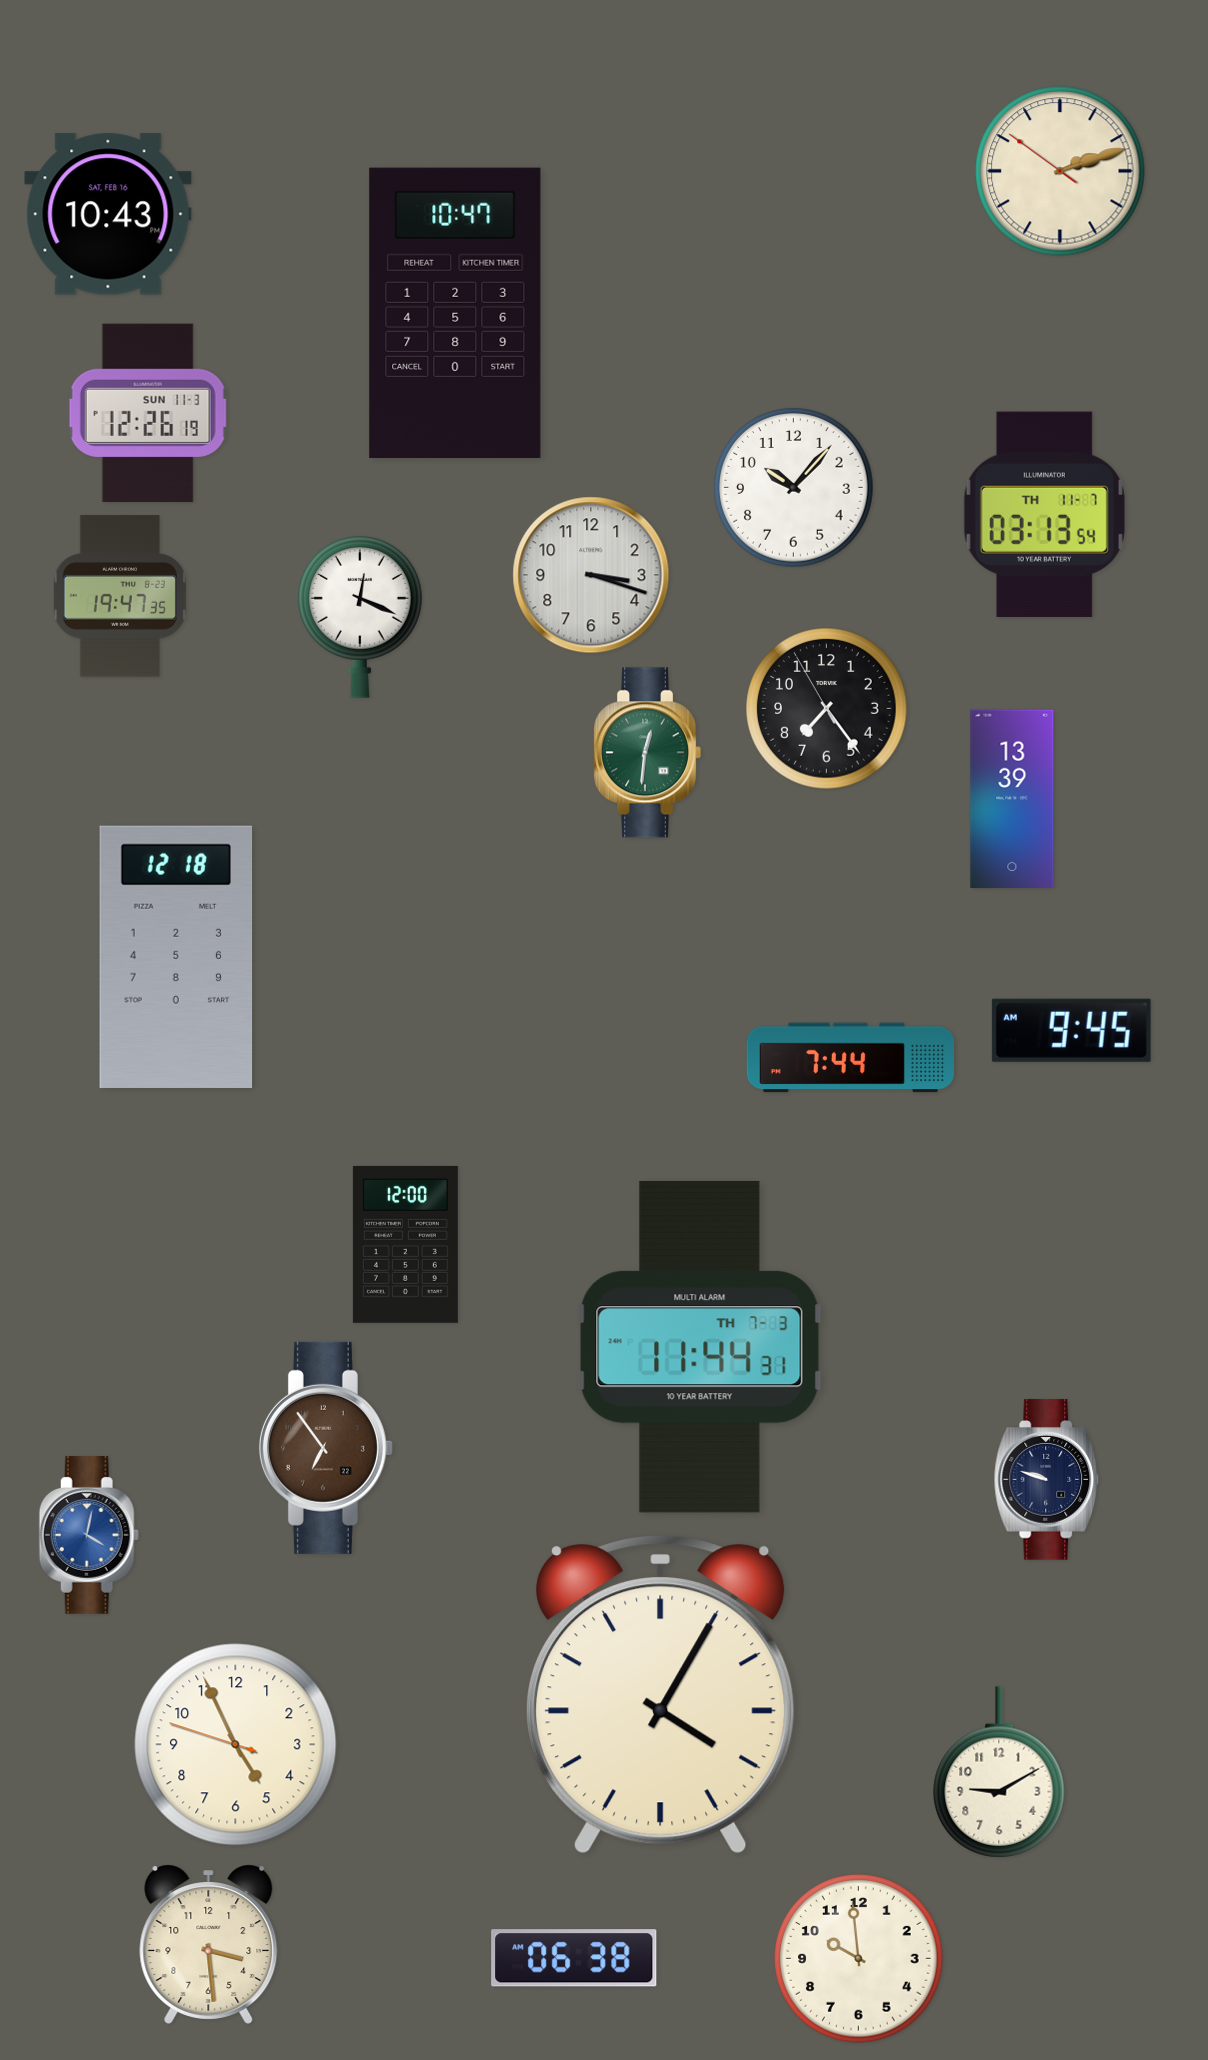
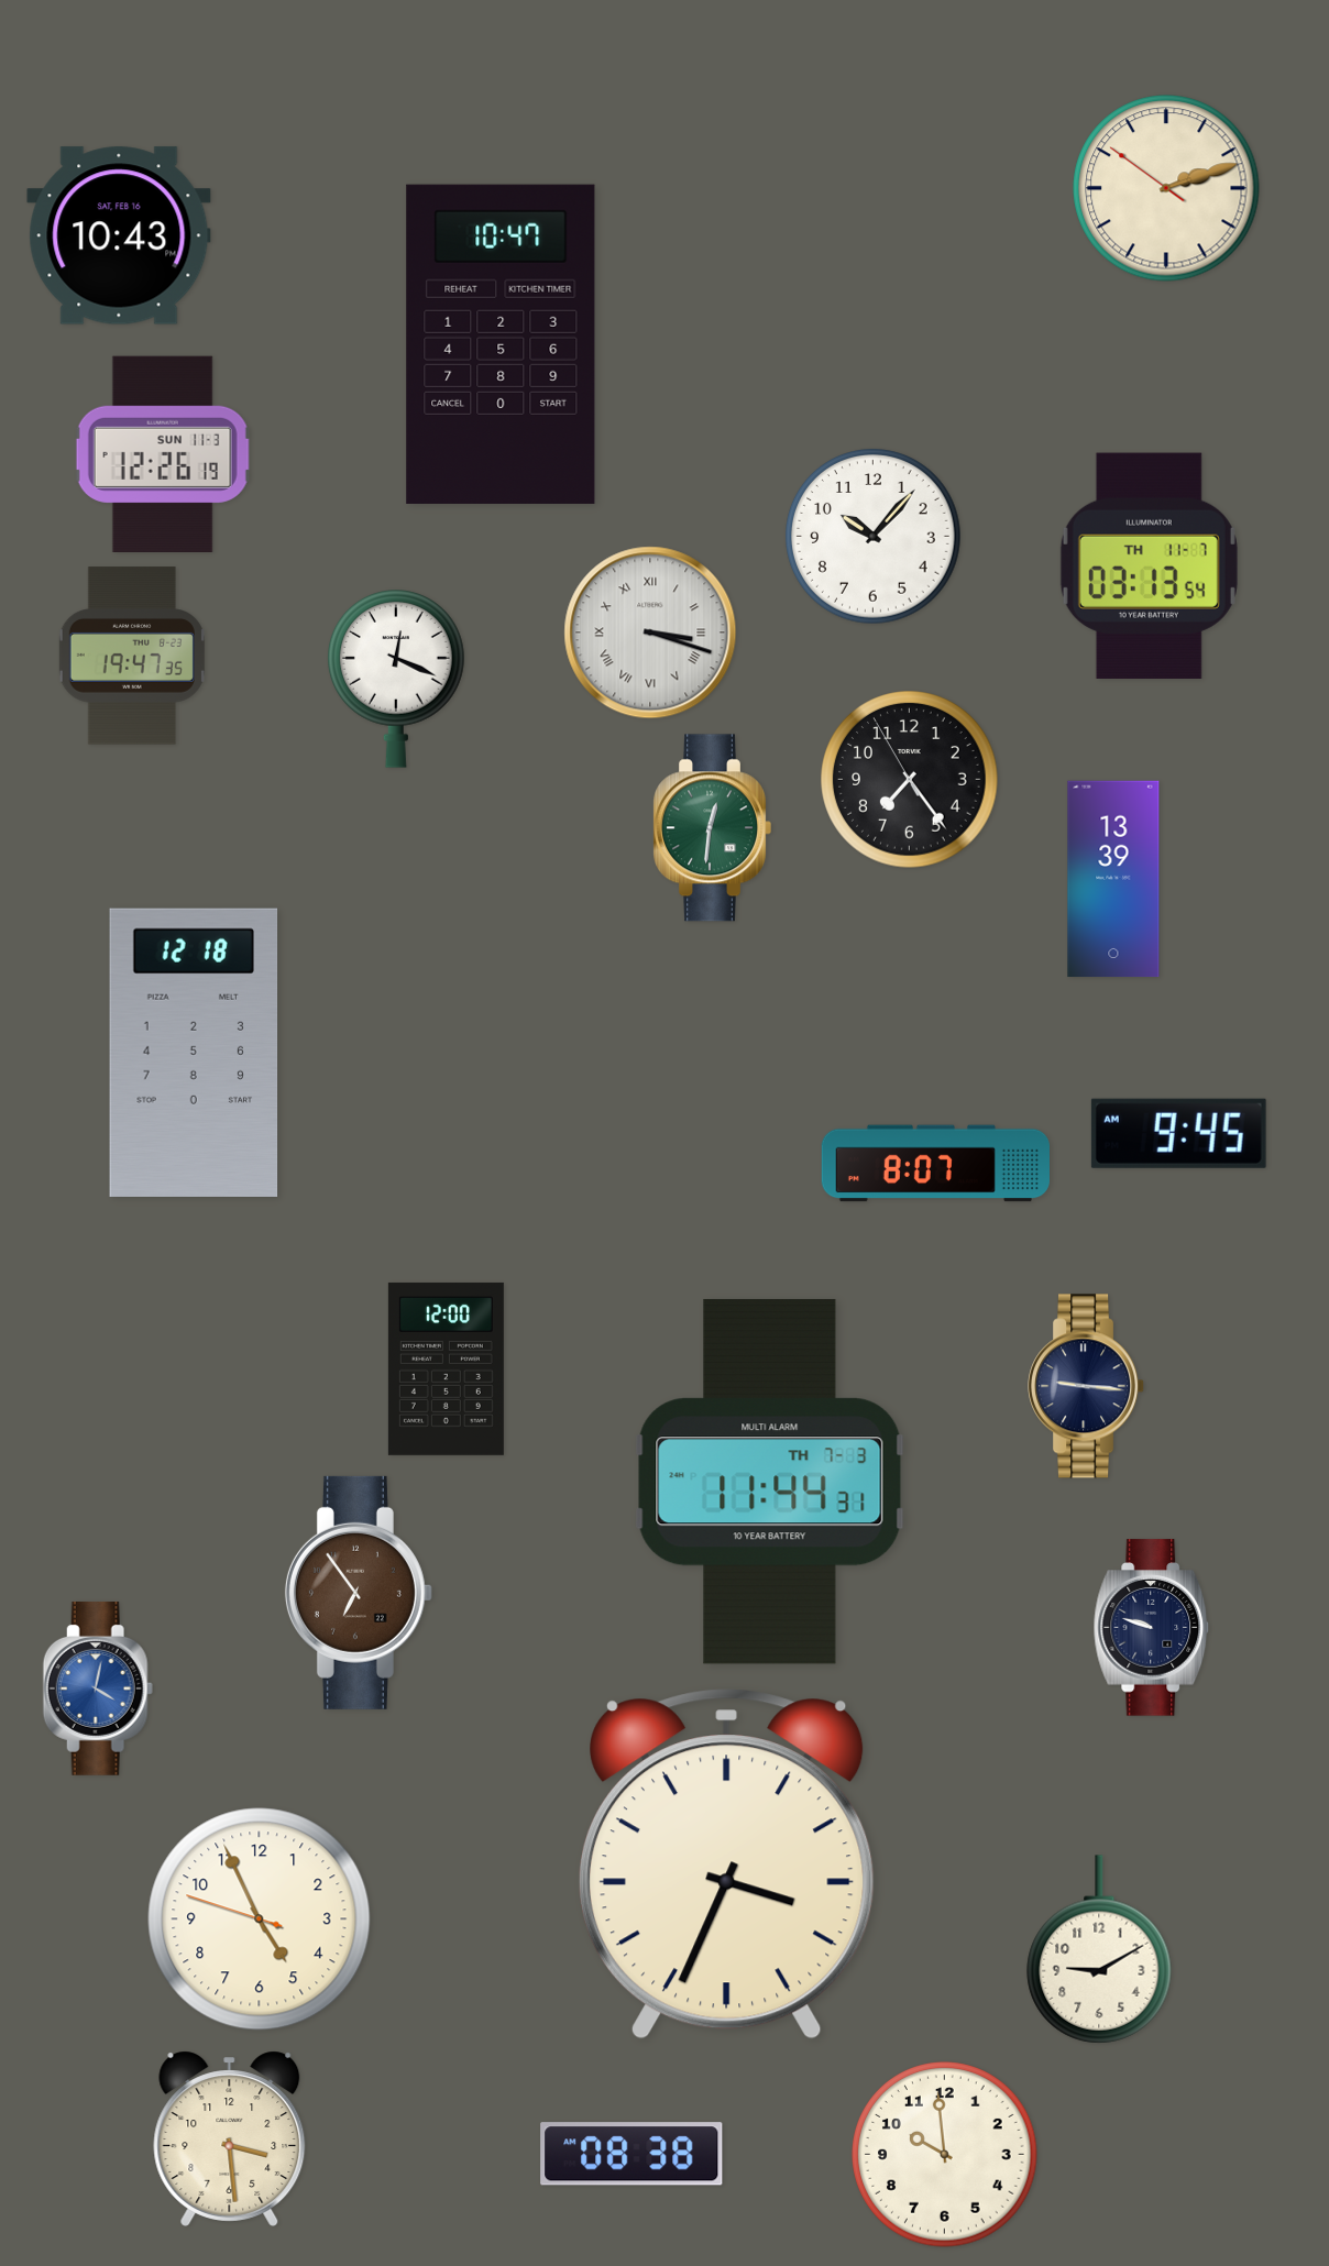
clock at (591, 575) numerals: Arabic -> Roman
clock at (850, 1058): 7:44 -> 8:07
clock at (1087, 1386): none -> 9:16
clock at (661, 1695): 4:05 -> 3:34
clock at (574, 1958): 06:38 -> 08:38
